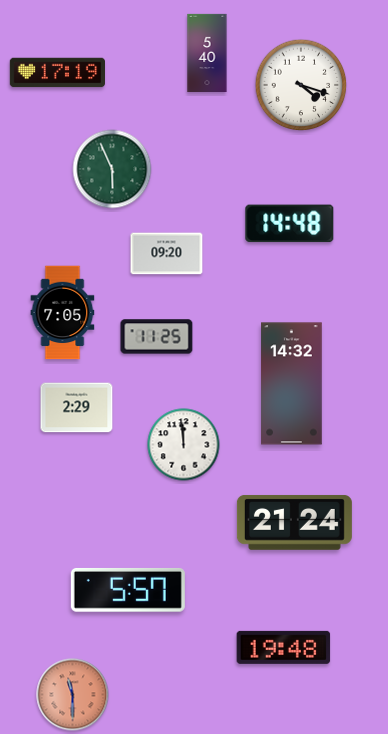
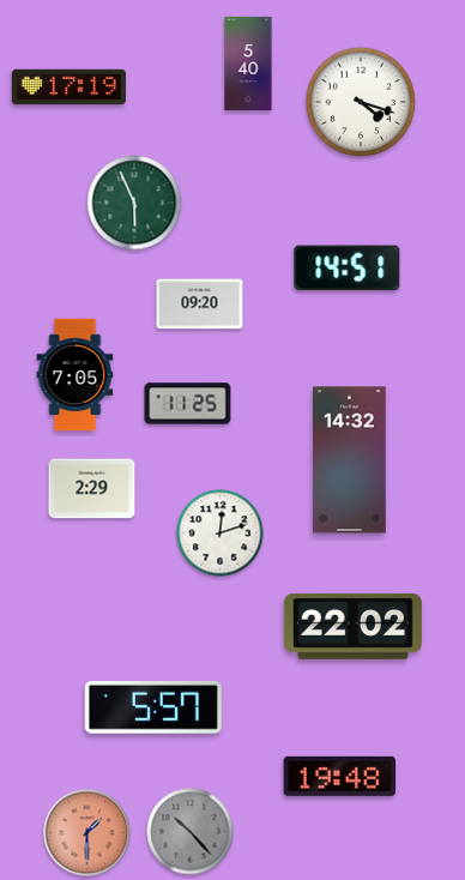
clock at (290, 224): 14:48 -> 14:51
clock at (184, 445): 11:59 -> 12:12
clock at (294, 522): 21:24 -> 22:02
clock at (191, 832): none -> 10:23
clock at (73, 695): 11:30 -> 1:30
